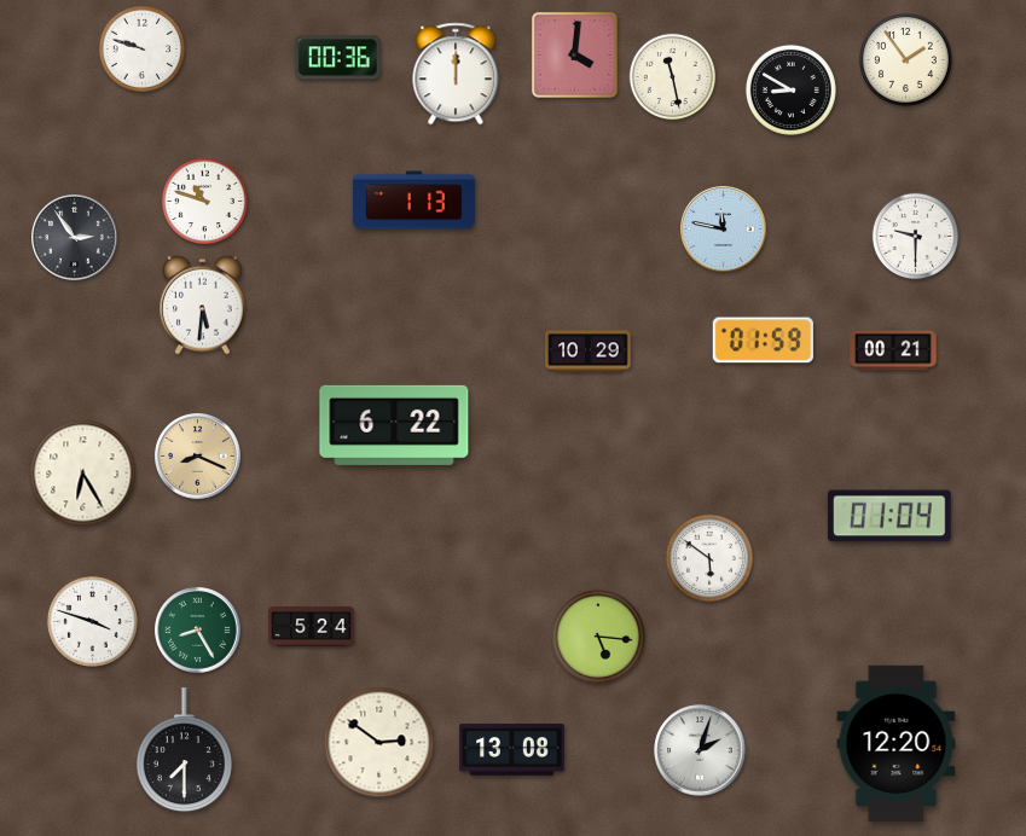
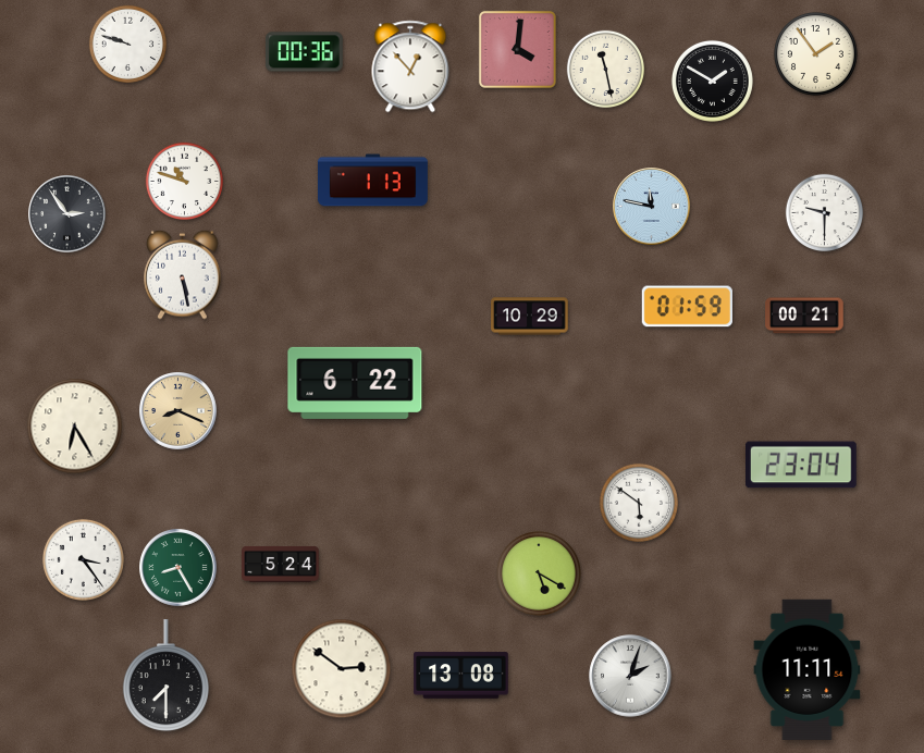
clock at (456, 74): 12:00 -> 12:53
clock at (790, 89): 8:50 -> 1:50
clock at (203, 304): 5:31 -> 5:28
clock at (891, 516): 01:04 -> 23:04
clock at (92, 621): 3:48 -> 3:24
clock at (598, 637): 5:16 -> 5:20
clock at (897, 743): 12:20 -> 11:11
